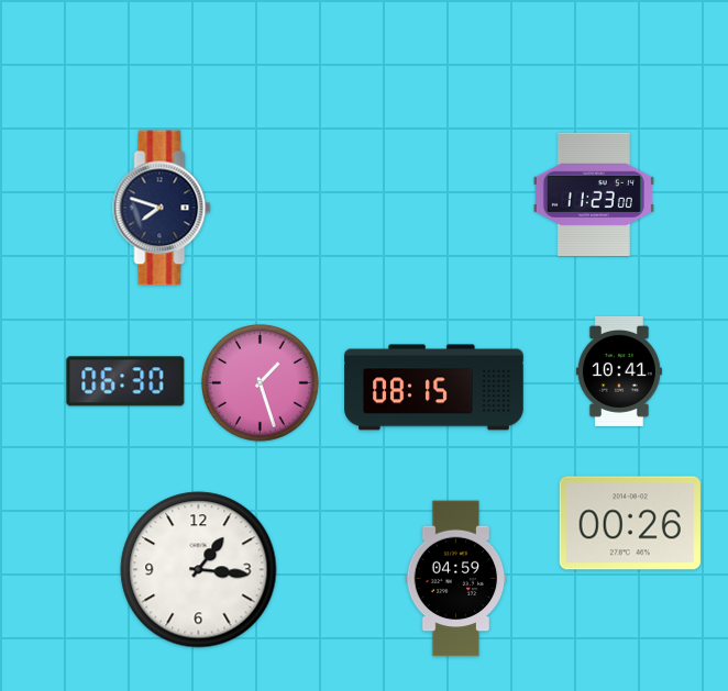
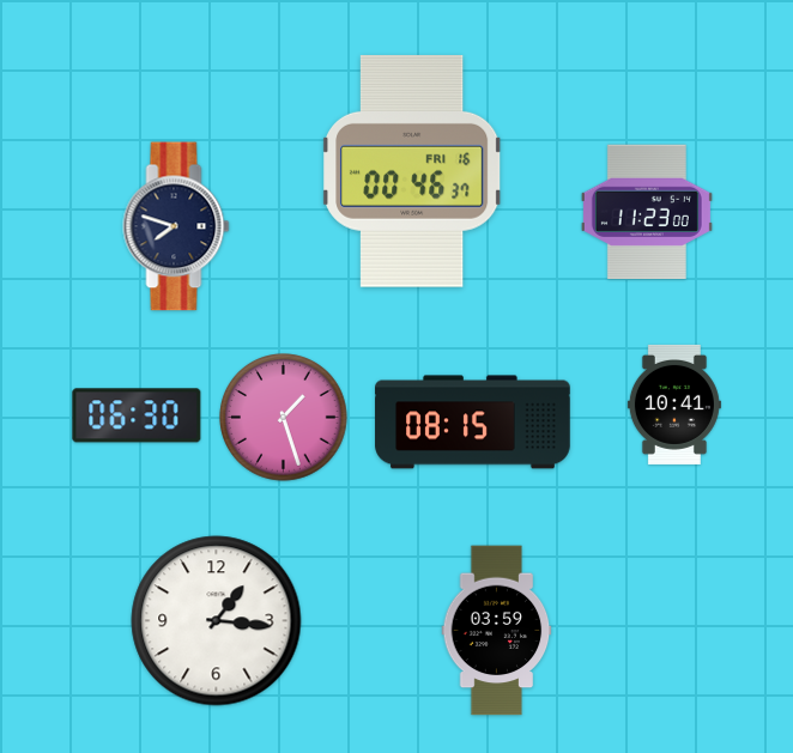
clock at (413, 171): none -> 00:46
clock at (630, 523): 00:26 -> none
clock at (456, 579): 04:59 -> 03:59
